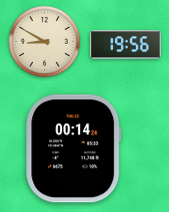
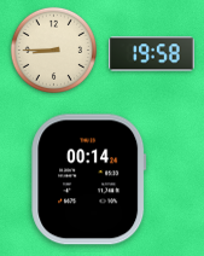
clock at (44, 41): 8:50 -> 8:45
clock at (126, 45): 19:56 -> 19:58
